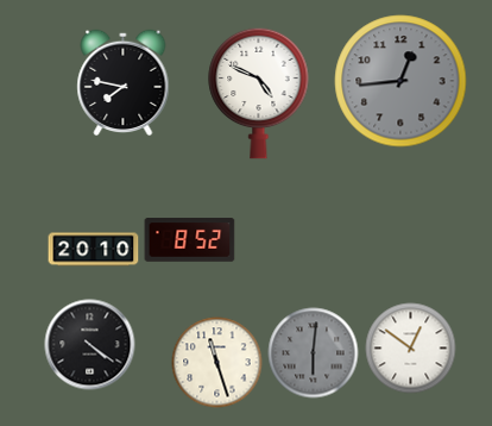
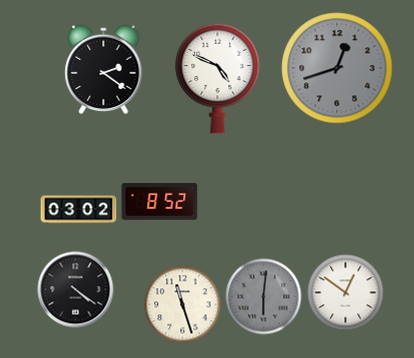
clock at (400, 81): 12:44 -> 12:42
clock at (124, 82): 7:47 -> 2:21
clock at (94, 250): 20:10 -> 03:02
